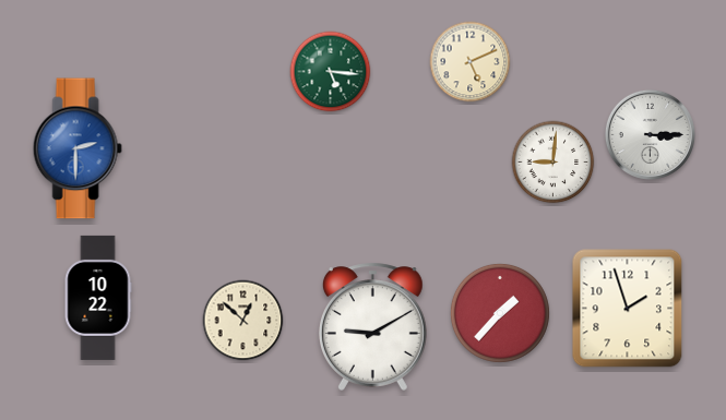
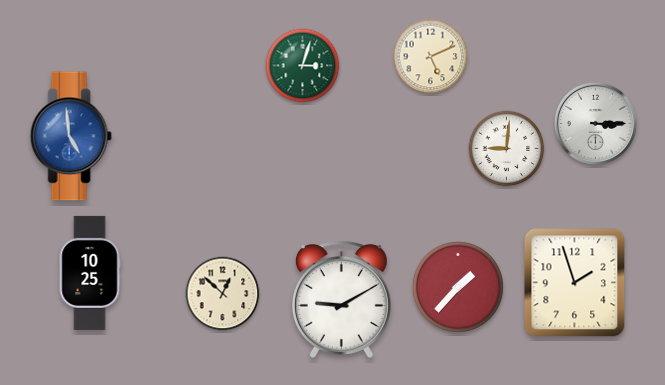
clock at (331, 72): 5:16 -> 3:03
clock at (78, 148): 2:30 -> 4:59
clock at (98, 298): 10:22 -> 10:25
